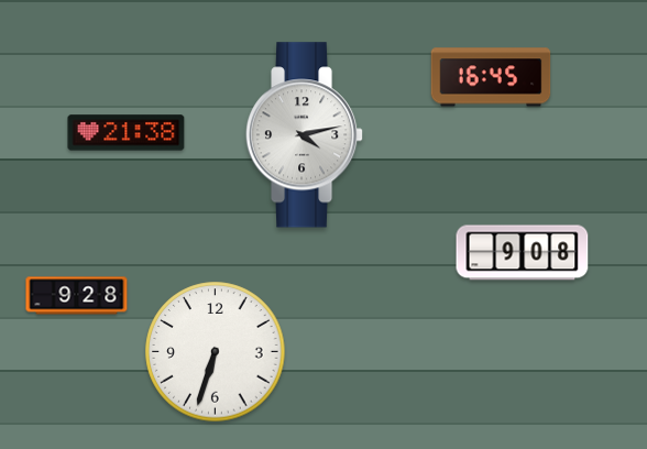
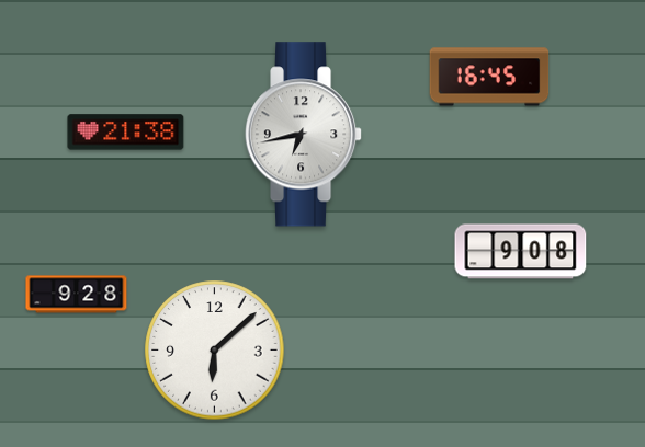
clock at (305, 135): 4:13 -> 6:43
clock at (216, 352): 6:33 -> 6:08
